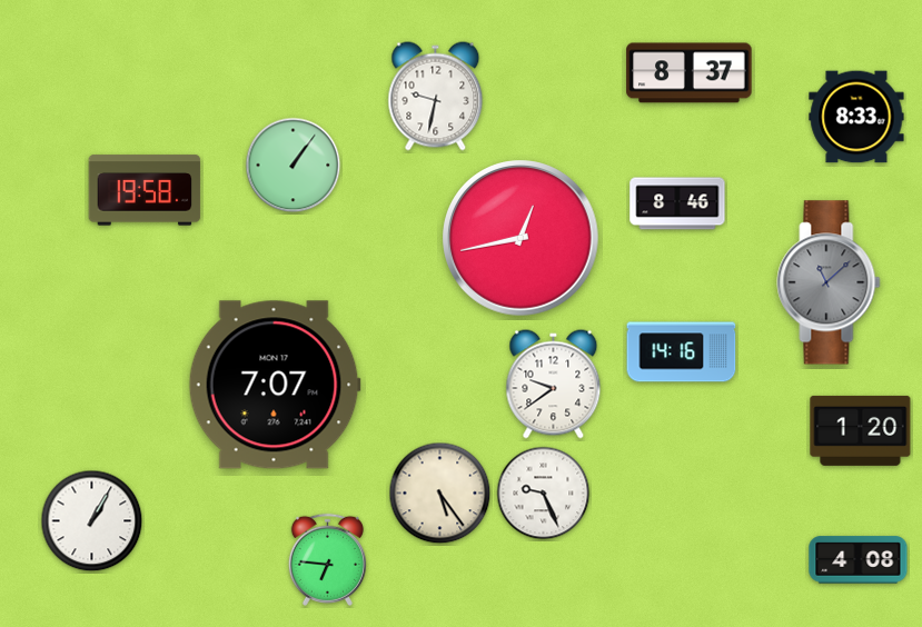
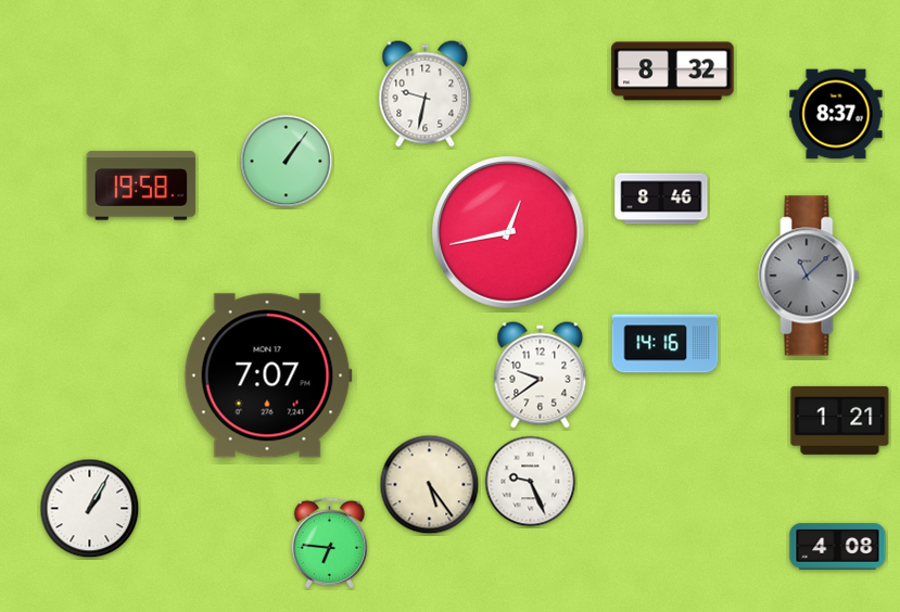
clock at (690, 73): 8:37 -> 8:32
clock at (856, 117): 8:33 -> 8:37
clock at (861, 430): 1:20 -> 1:21
clock at (440, 494) position: (440, 494) -> (430, 485)
clock at (327, 559) position: (327, 559) -> (329, 543)
